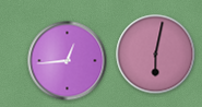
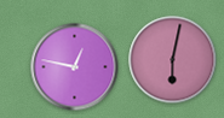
clock at (68, 61): 12:44 -> 12:47
